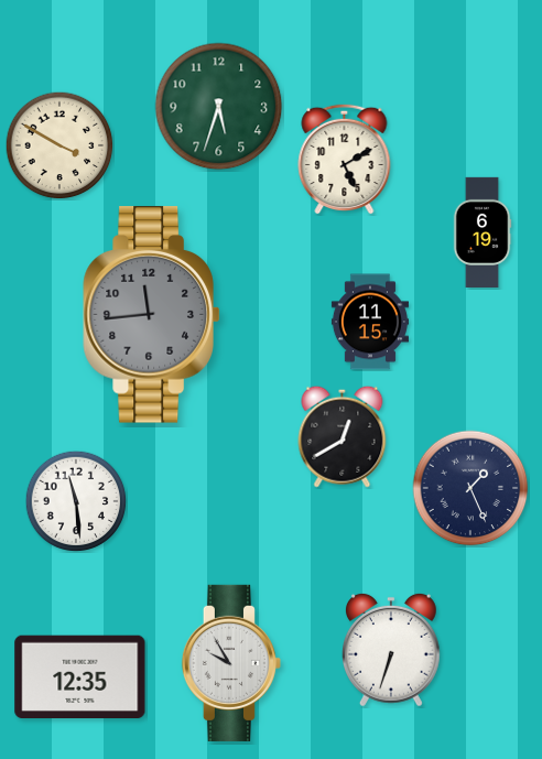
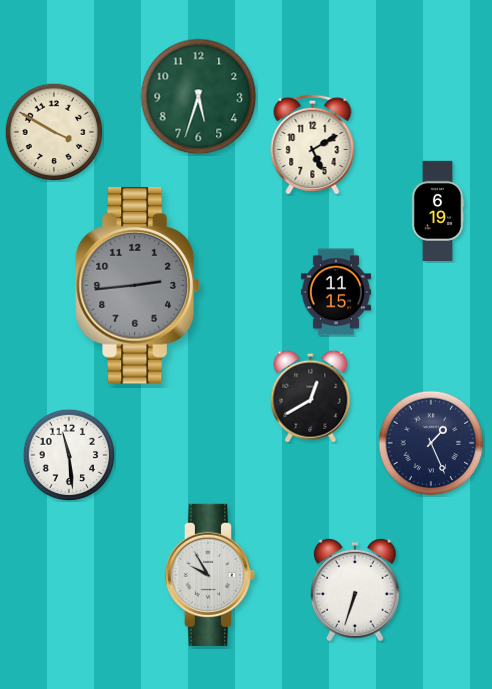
clock at (152, 315): 11:44 -> 2:44
clock at (470, 488) position: (470, 488) -> (431, 443)
clock at (231, 663) position: (231, 663) -> (210, 575)
clock at (80, 676): 12:35 -> none
